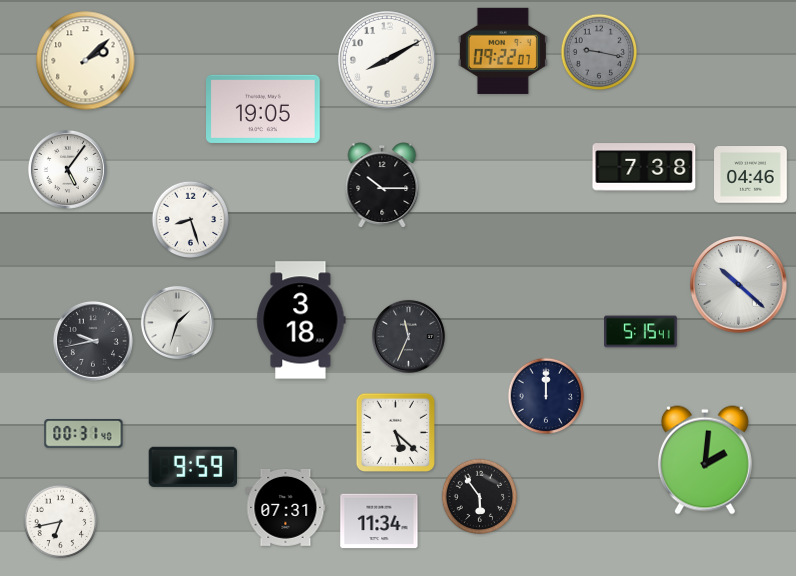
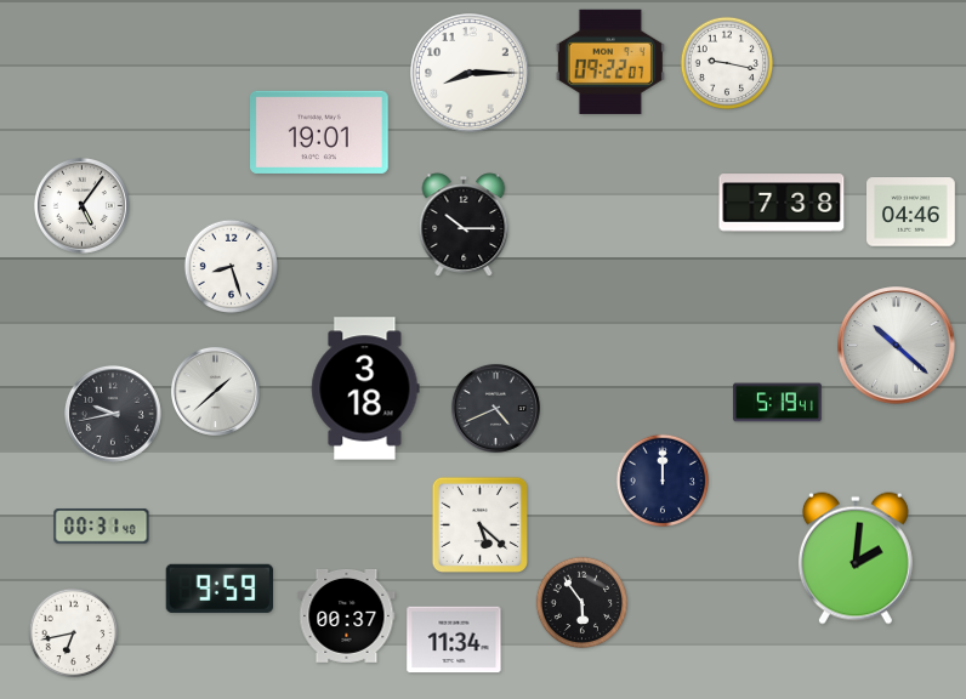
clock at (599, 52) dial: grey -> white
clock at (387, 60): 8:10 -> 8:15
clock at (86, 61): 2:08 -> none
clock at (264, 109): 19:05 -> 19:01
clock at (177, 322): 1:33 -> 1:38
clock at (641, 332): 5:15 -> 5:19
clock at (408, 336): 11:34 -> 4:41
clock at (192, 467) position: (192, 467) -> (218, 589)
clock at (286, 507): 07:31 -> 00:37
clock at (379, 521) position: (379, 521) -> (454, 640)
